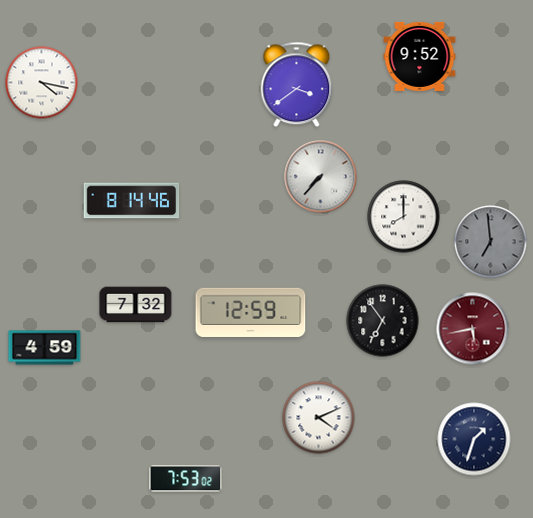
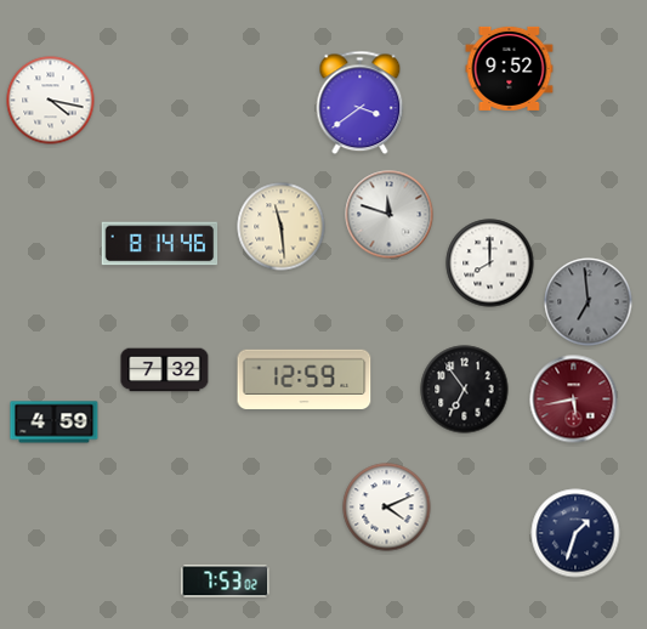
clock at (321, 177): 7:37 -> 11:48
clock at (282, 227): none -> 11:29
clock at (491, 242) position: (491, 242) -> (589, 302)
